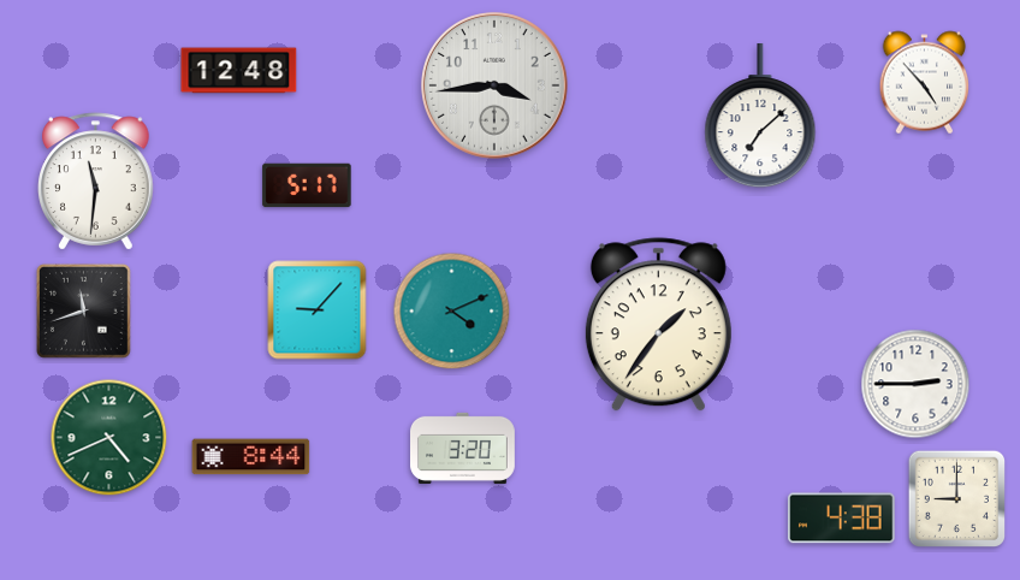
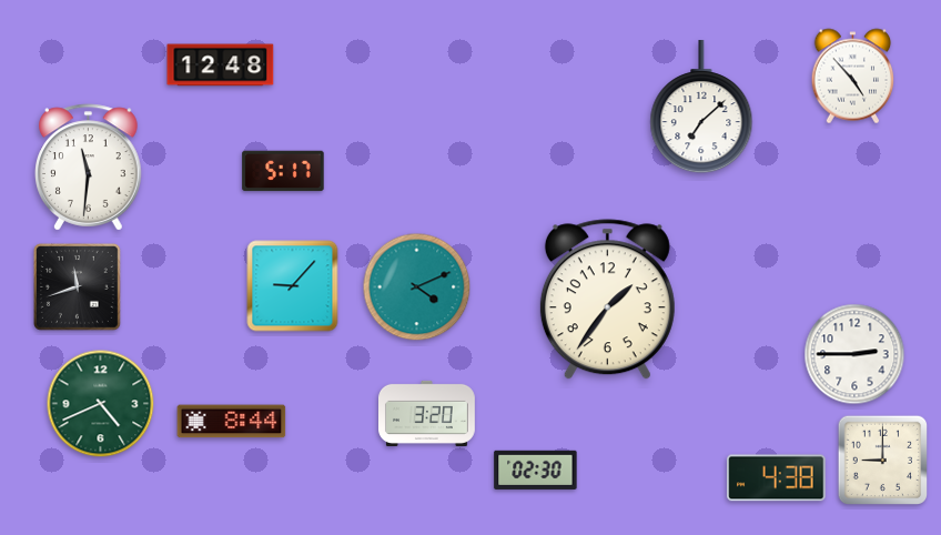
clock at (496, 87): 3:44 -> none
clock at (915, 384) position: (915, 384) -> (854, 354)
clock at (536, 470): none -> 02:30
